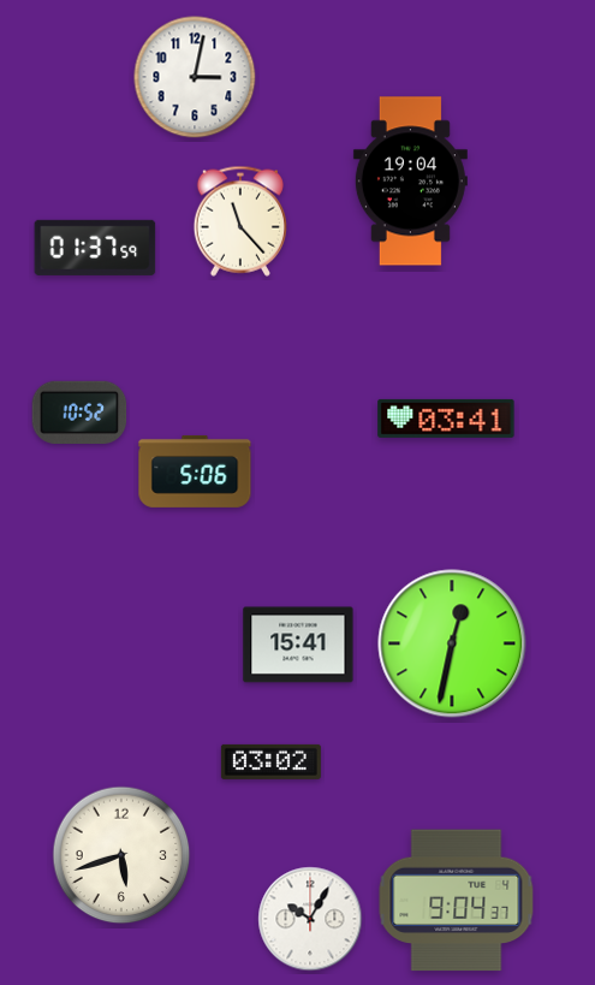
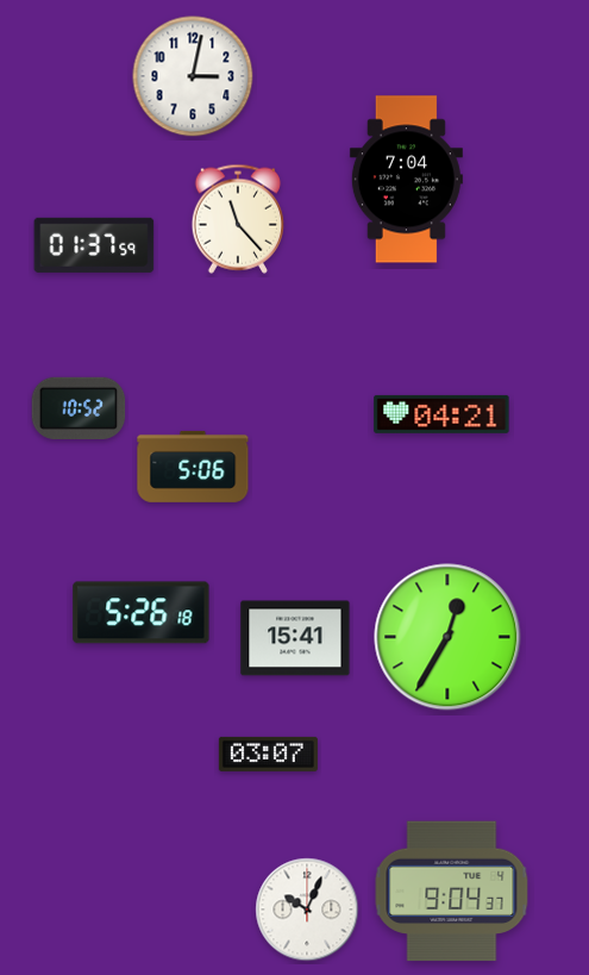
clock at (410, 182): 19:04 -> 7:04
clock at (446, 419): 03:41 -> 04:21
clock at (142, 613): none -> 5:26
clock at (452, 643): 12:32 -> 12:35
clock at (270, 761): 03:02 -> 03:07
clock at (121, 855): 5:42 -> none
clock at (310, 919): 10:05 -> 10:04
